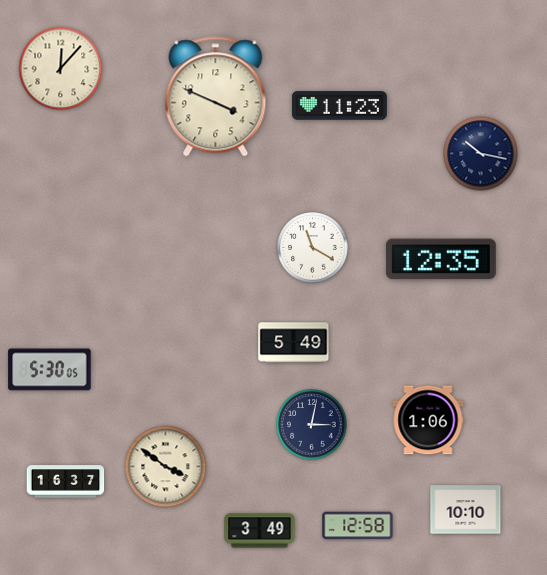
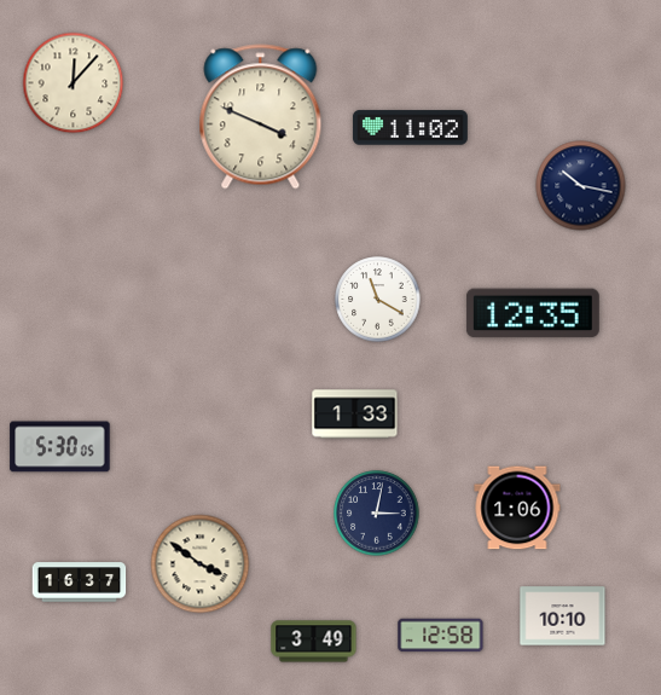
clock at (339, 106): 11:23 -> 11:02
clock at (294, 343): 5:49 -> 1:33
clock at (358, 526) position: (358, 526) -> (441, 636)
